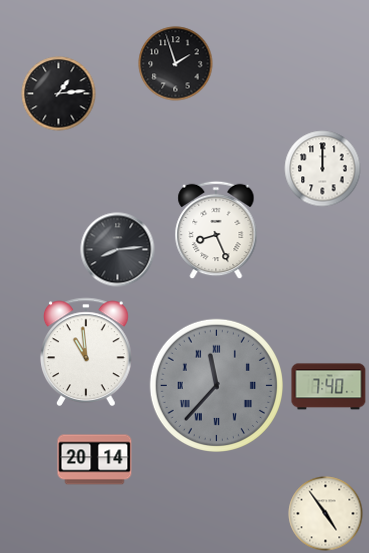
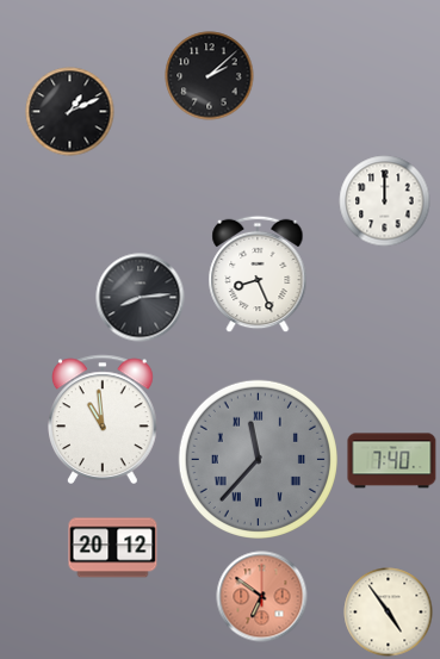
clock at (176, 64): 1:57 -> 2:08
clock at (59, 94): 1:14 -> 1:11
clock at (95, 460): 20:14 -> 20:12
clock at (262, 597): none -> 6:51
